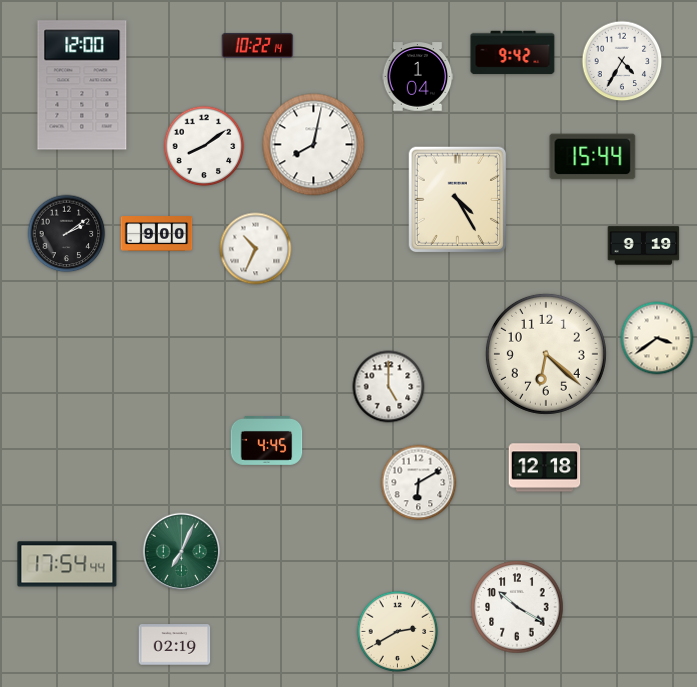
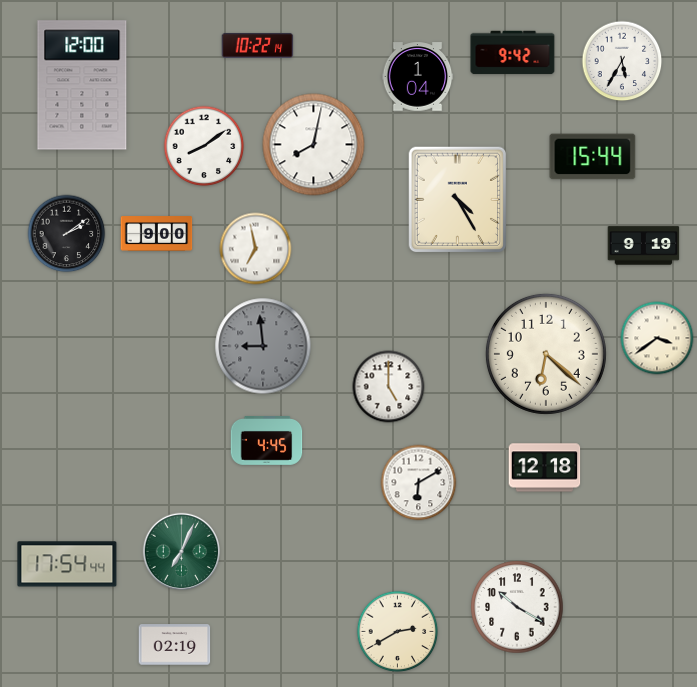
clock at (622, 61): 4:35 -> 5:35
clock at (256, 249): 10:34 -> 6:58
clock at (263, 346): none -> 8:59
